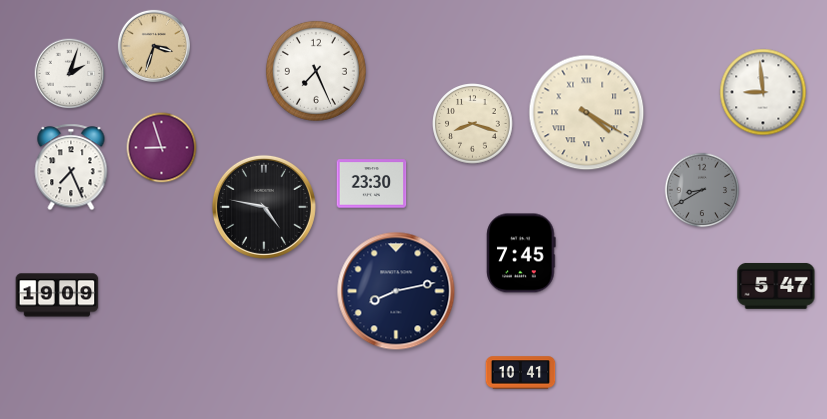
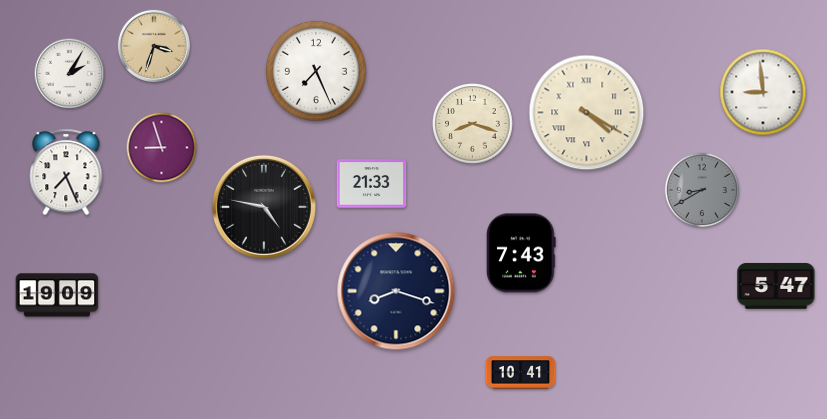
clock at (70, 74): 2:03 -> 2:05
clock at (71, 167) position: (71, 167) -> (66, 172)
clock at (372, 184): 23:30 -> 21:33
clock at (521, 253): 7:45 -> 7:43
clock at (396, 291): 8:13 -> 8:18
